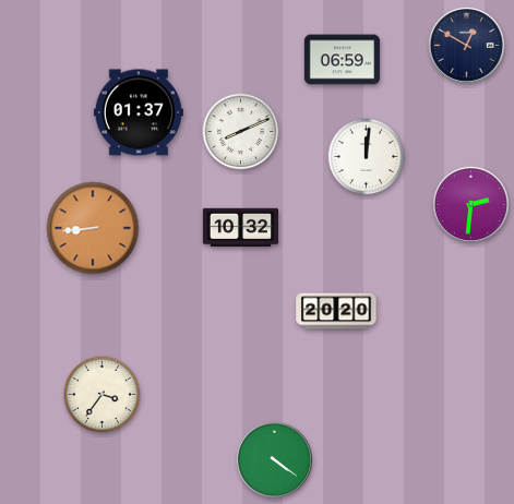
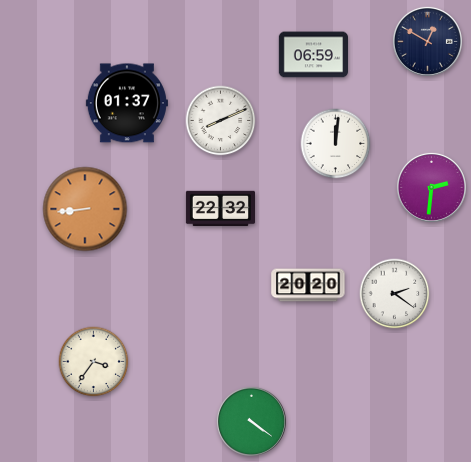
clock at (240, 228): 10:32 -> 22:32
clock at (395, 294): none -> 2:21
